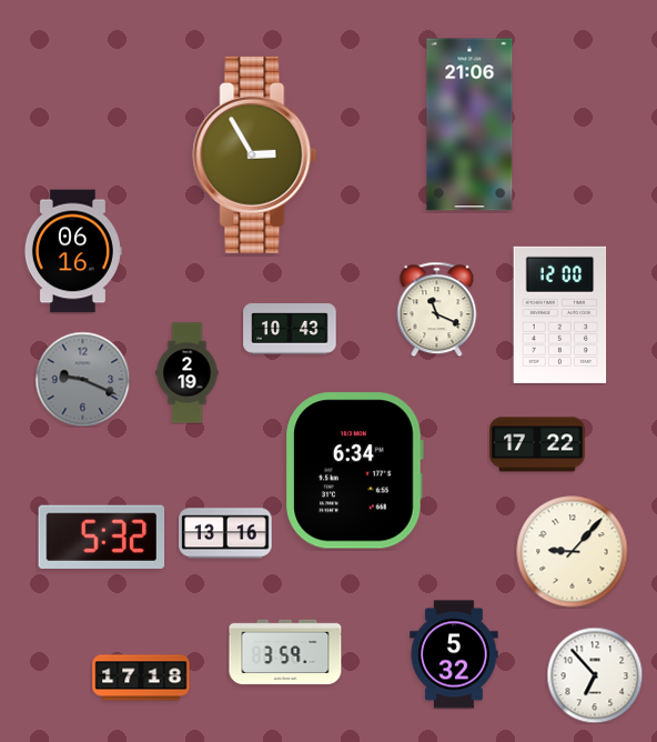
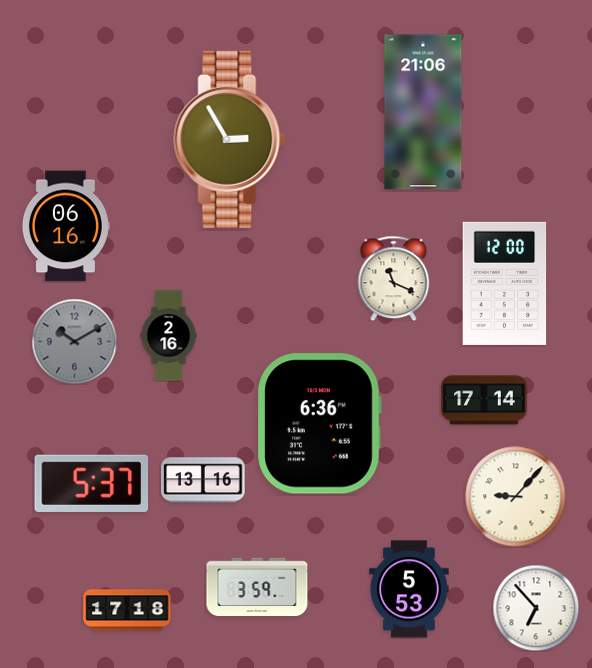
clock at (290, 329): 10:43 -> none
clock at (188, 373): 2:19 -> 2:16
clock at (82, 379): 9:19 -> 10:10
clock at (537, 444): 17:22 -> 17:14
clock at (354, 471): 6:34 -> 6:36
clock at (102, 537): 5:32 -> 5:37
clock at (454, 654): 5:32 -> 5:53
